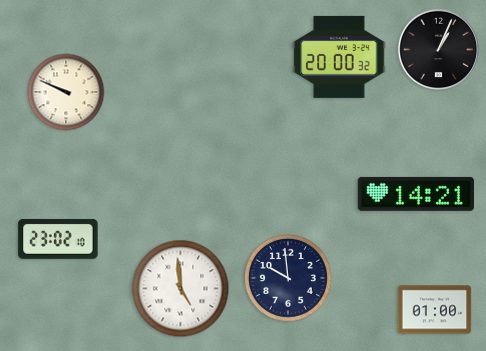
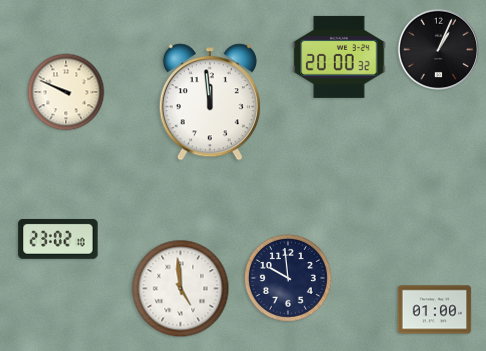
clock at (210, 102): none -> 11:59
clock at (416, 194): 14:21 -> none
